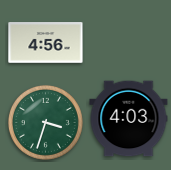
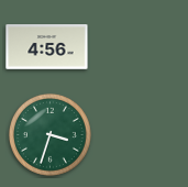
clock at (46, 43) position: (46, 43) -> (47, 47)
clock at (129, 119): 4:03 -> none
